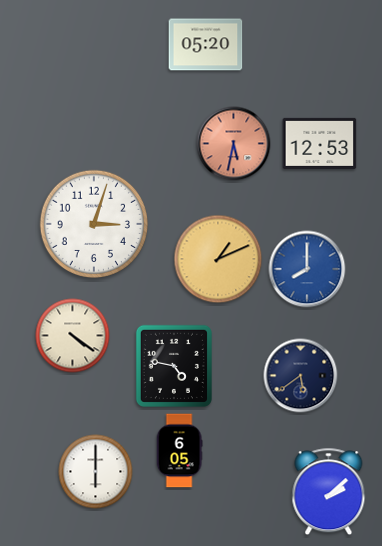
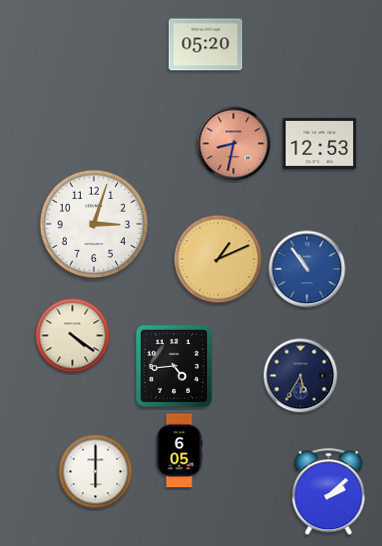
clock at (234, 144): 5:32 -> 8:32
clock at (307, 269): 8:00 -> 10:54
clock at (174, 366): 4:47 -> 4:44
clock at (301, 376): 5:39 -> 5:35
